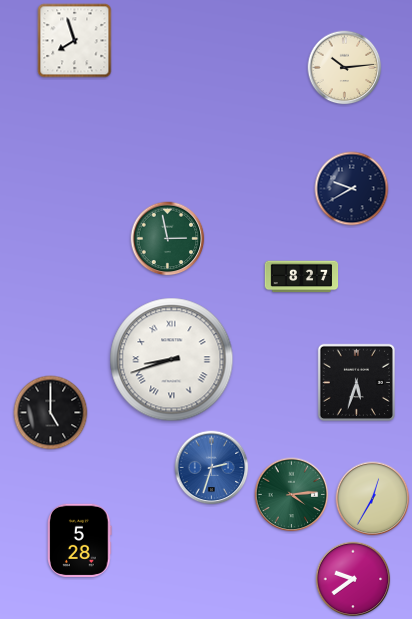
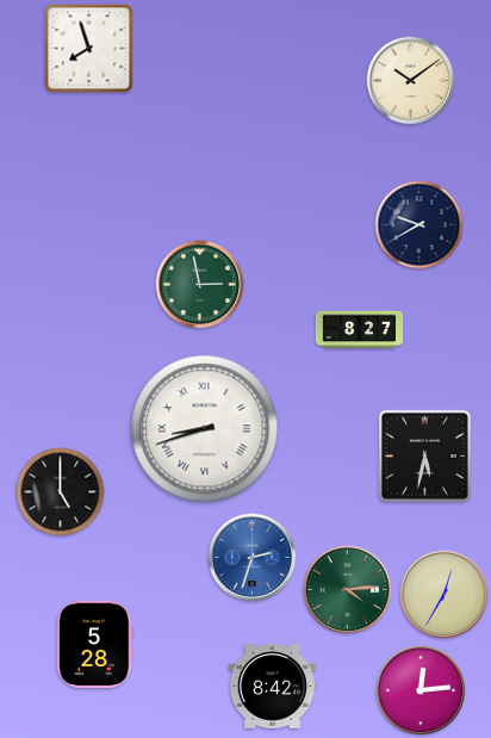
clock at (345, 68): 10:14 -> 10:09
clock at (356, 382): 5:33 -> 5:32
clock at (273, 687): none -> 8:42
clock at (353, 579): 9:39 -> 12:14
